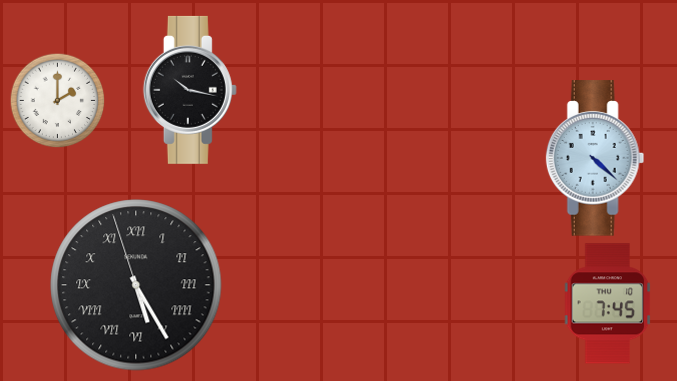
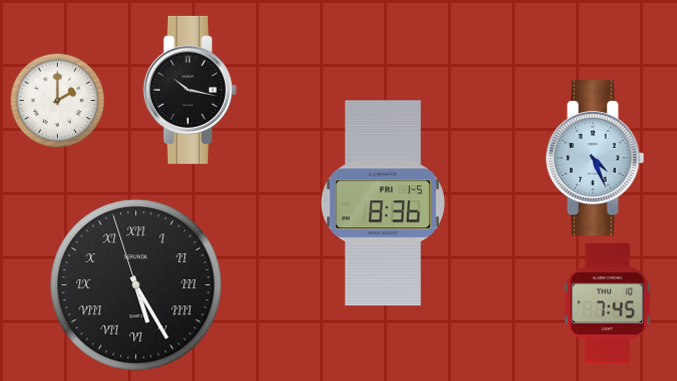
clock at (595, 158): 4:22 -> 4:26
clock at (383, 203): none -> 8:36
